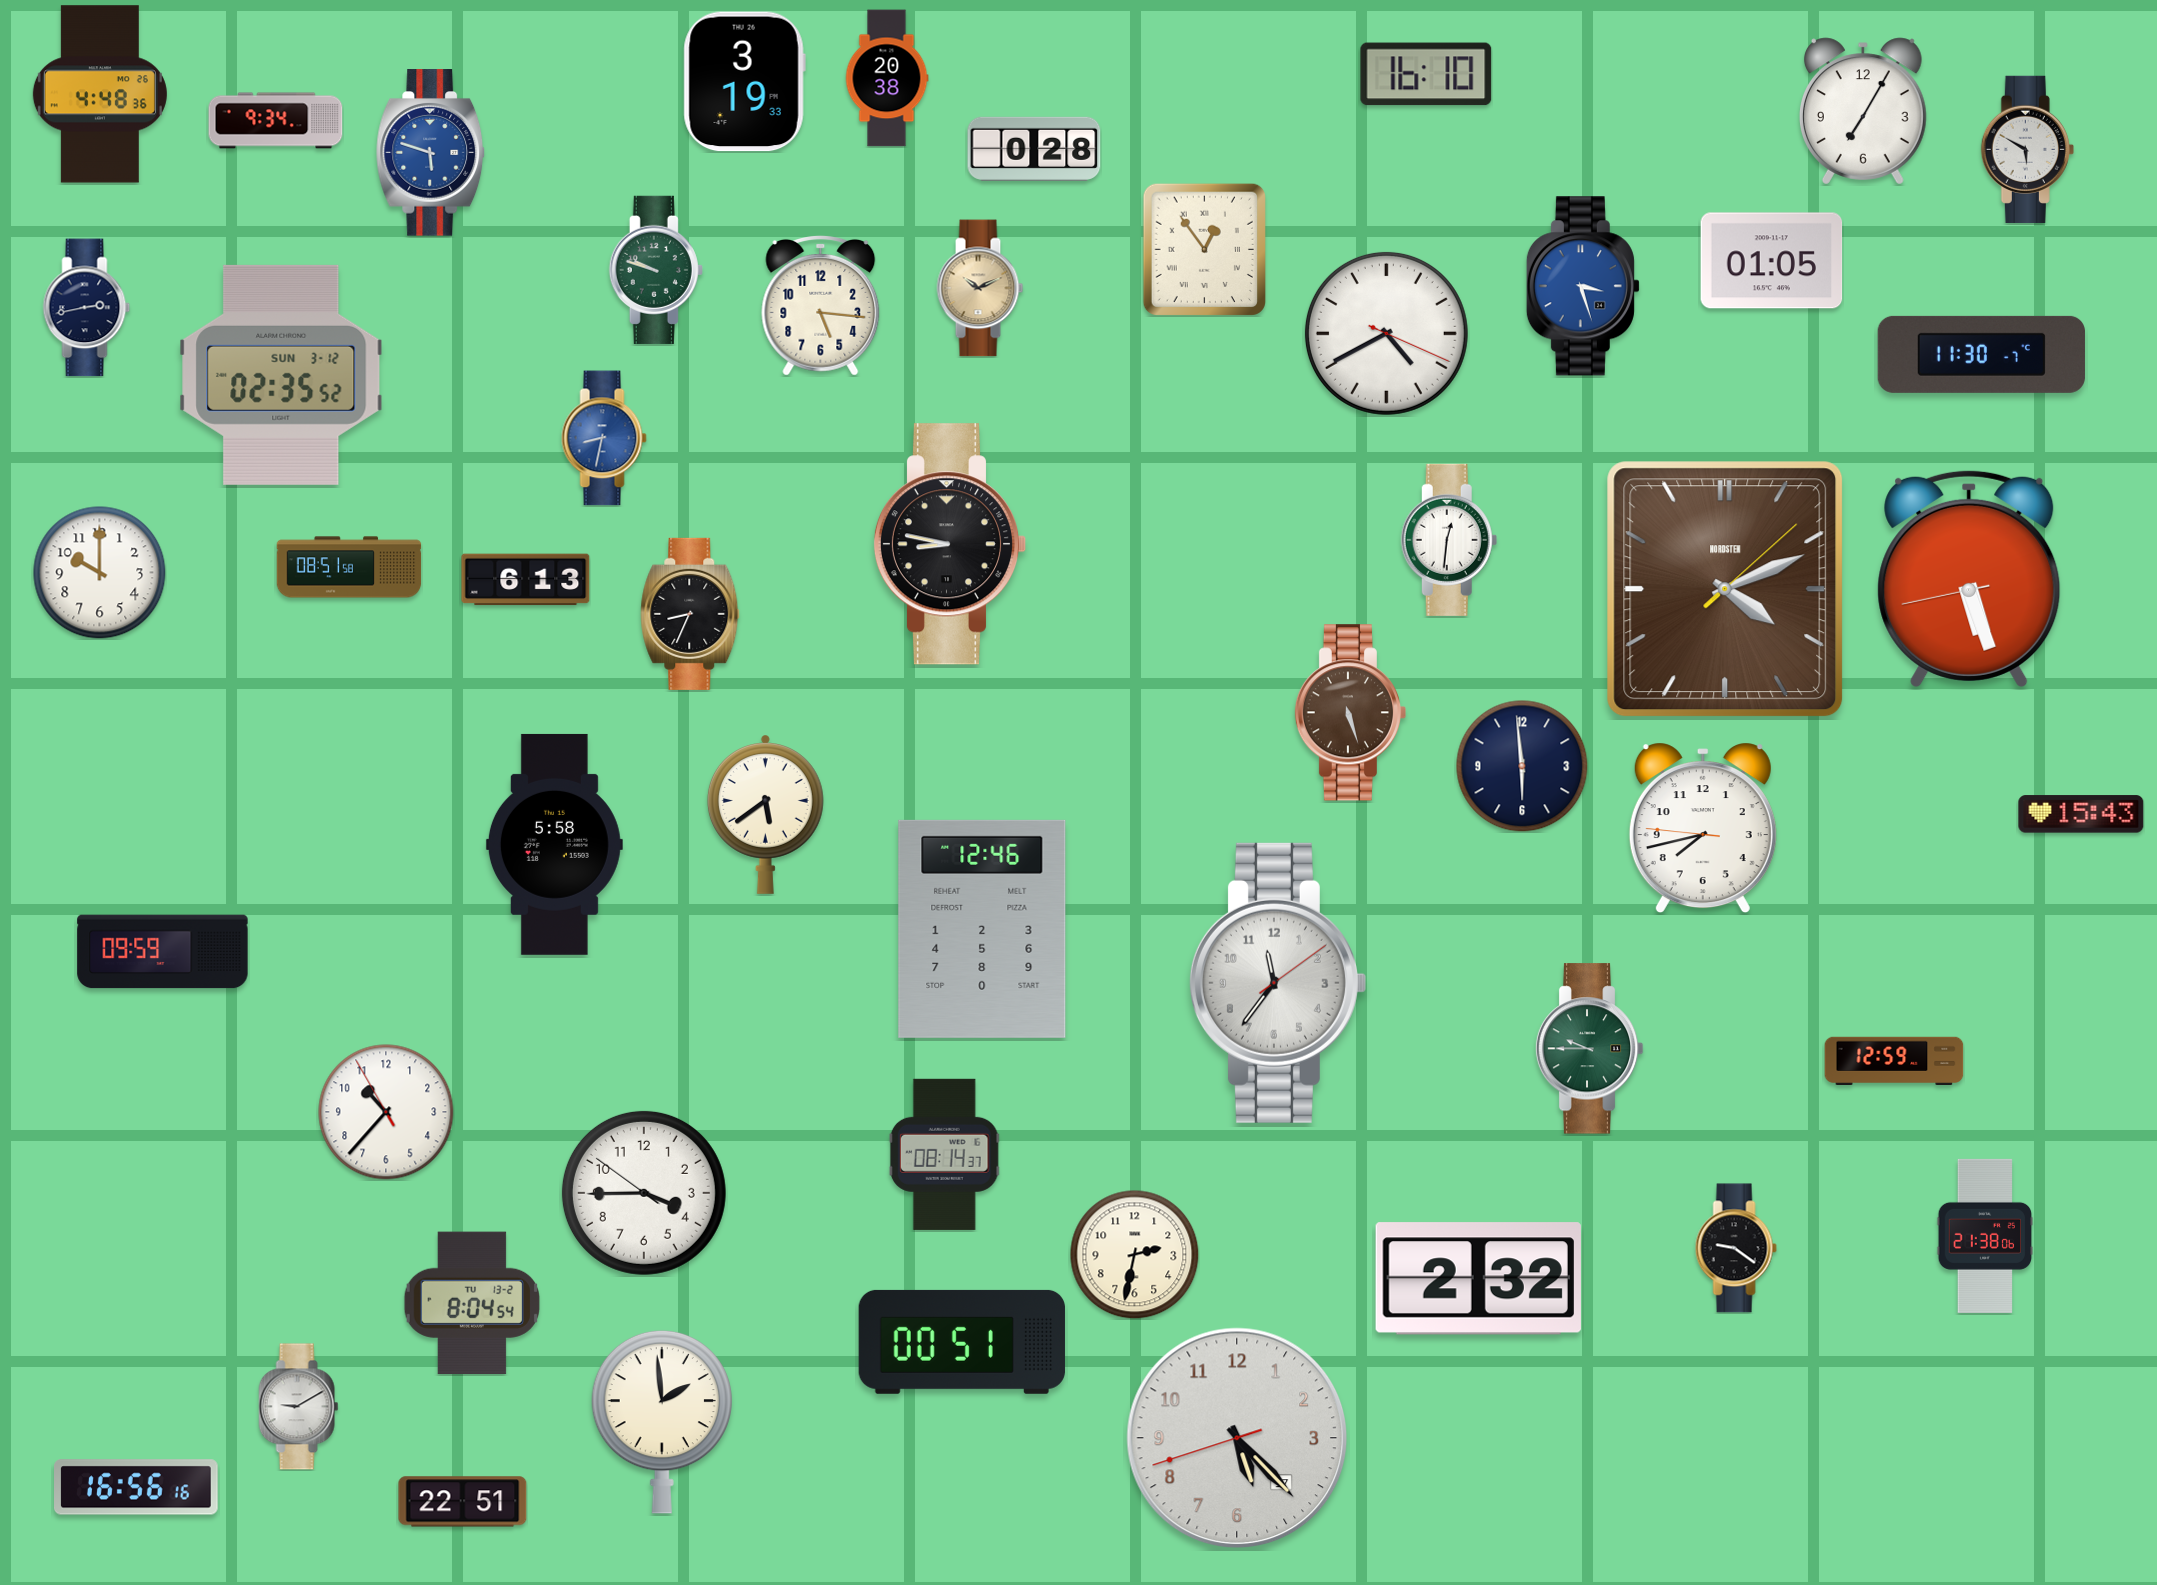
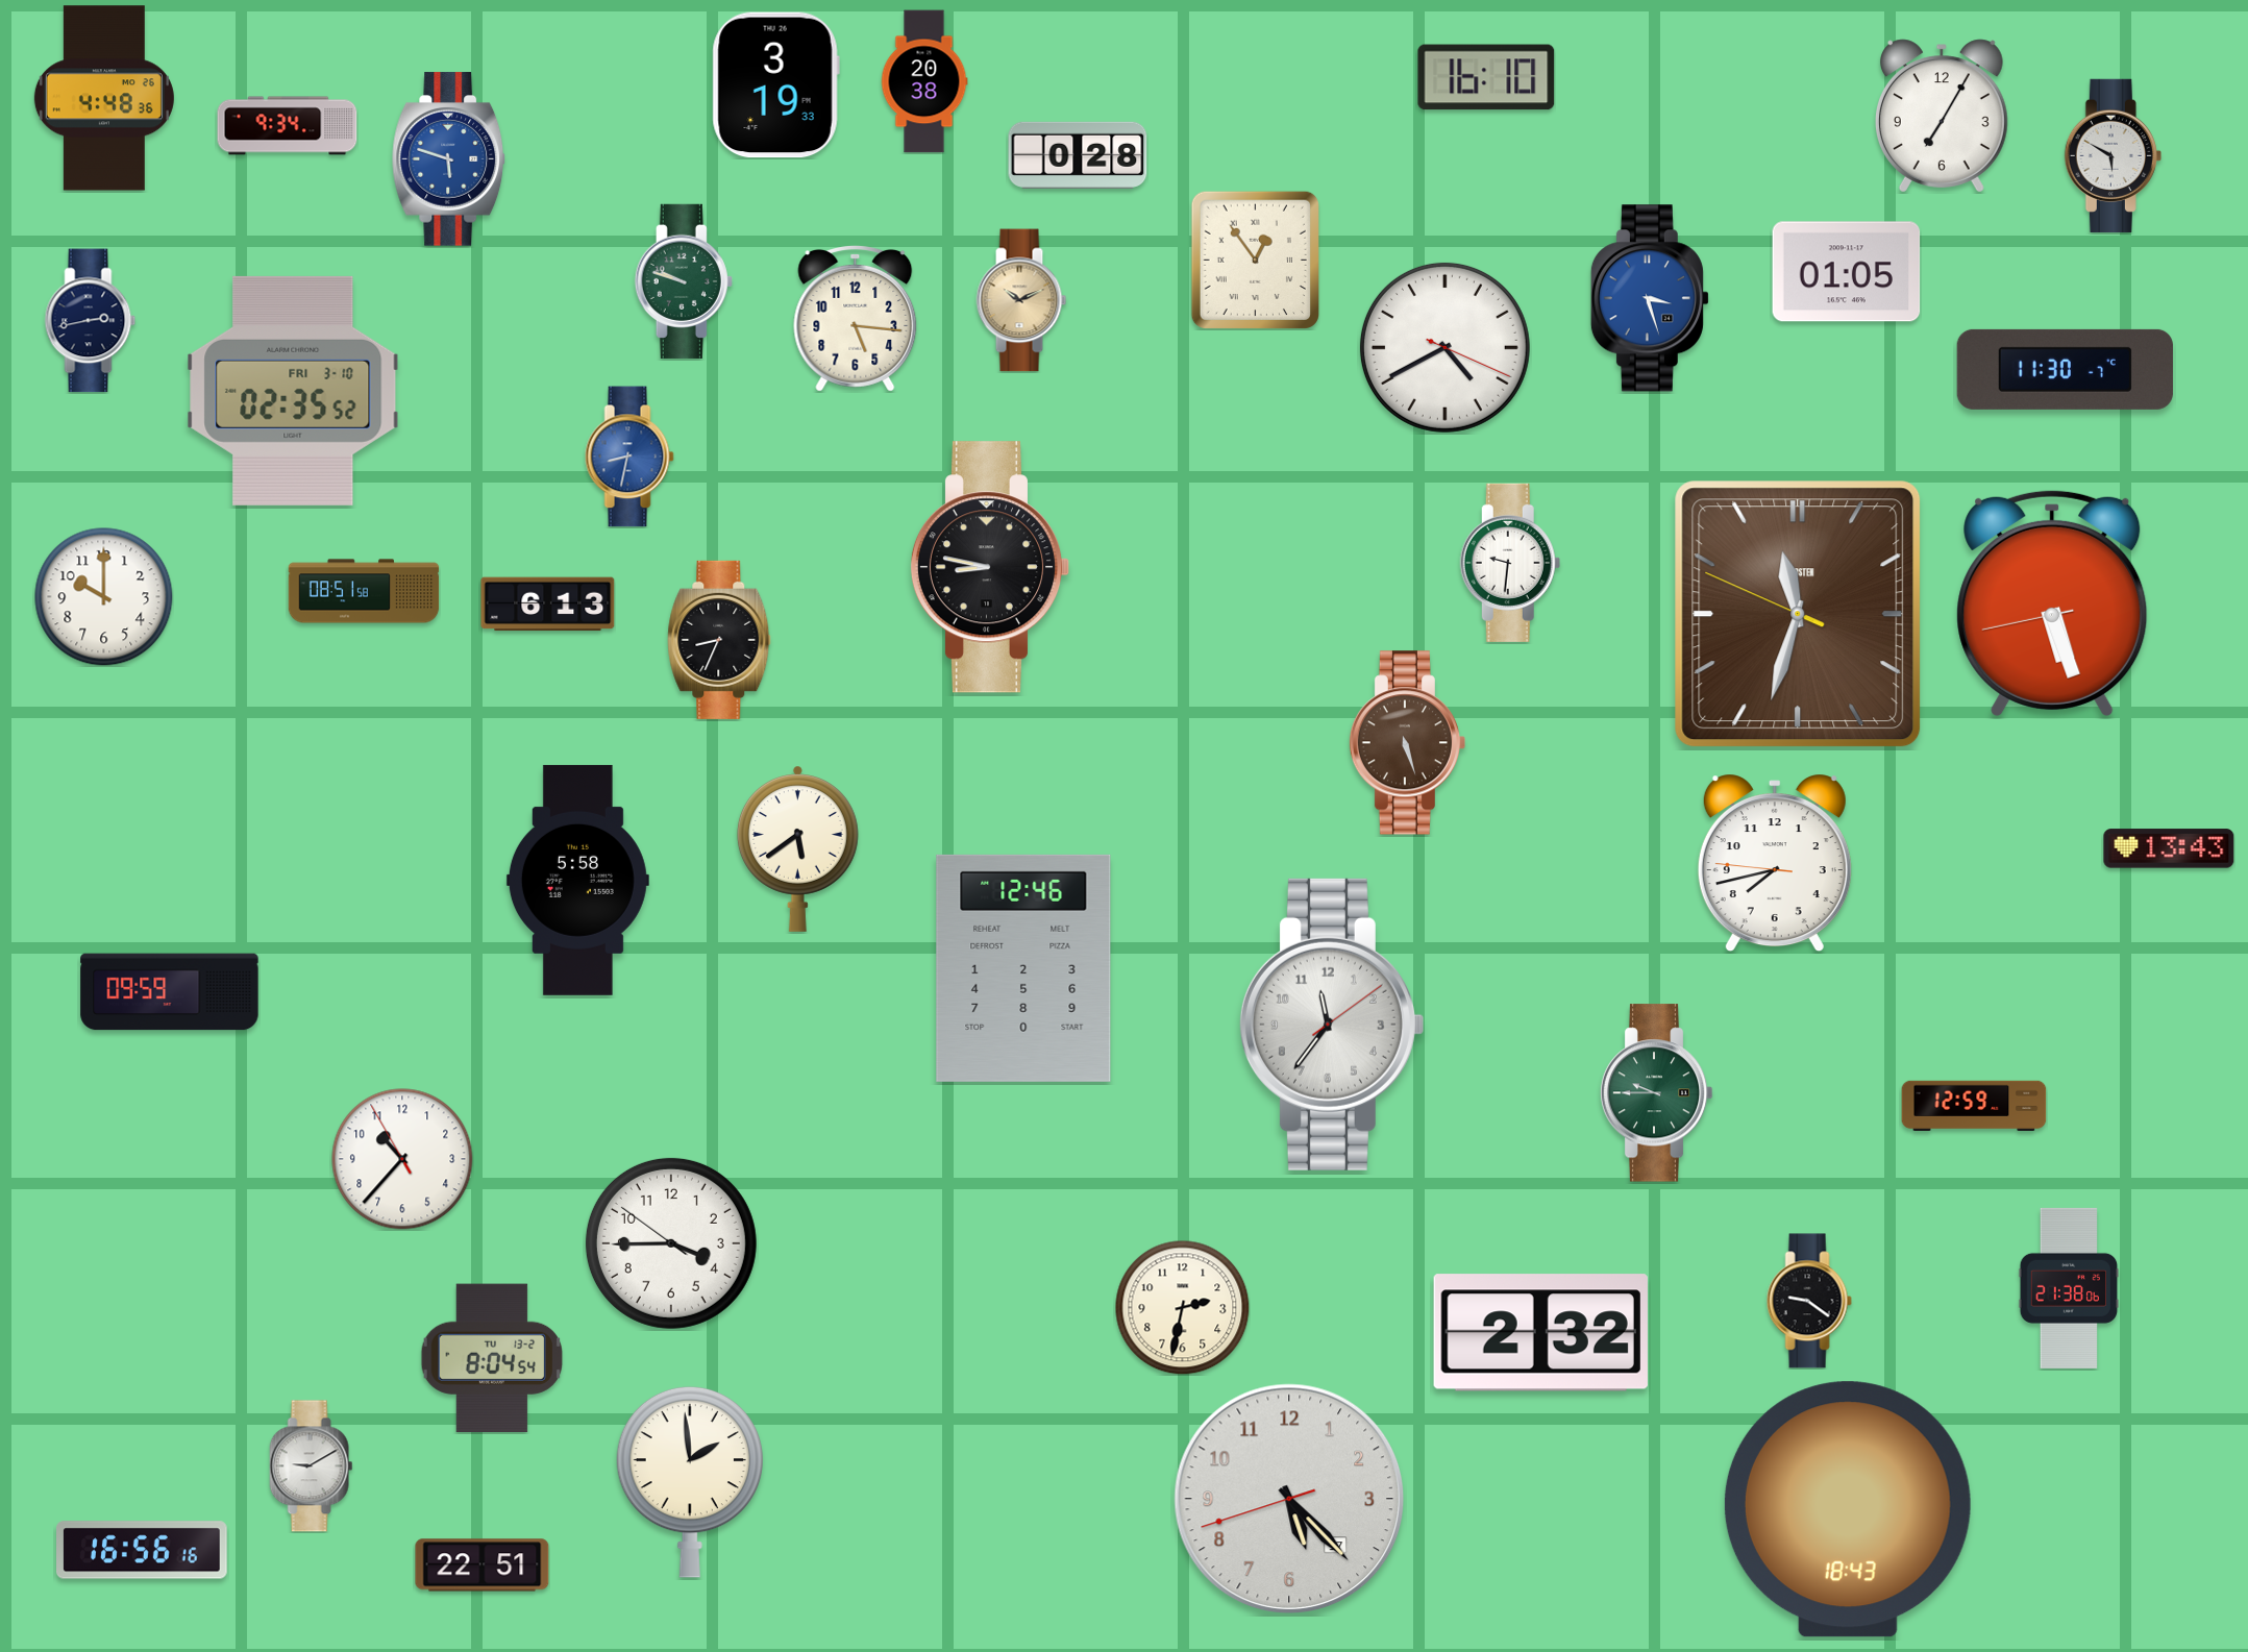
clock at (281, 375) date: SUN 3-12 -> FRI 3-10
clock at (1449, 540): 12:31 -> 9:31
clock at (1725, 589): 4:11 -> 11:32
clock at (1522, 766): 5:59 -> none
clock at (2081, 814): 15:43 -> 13:43
clock at (944, 1154): 08:14 -> none
clock at (962, 1342): 00:51 -> none
clock at (1848, 1509): none -> 18:43
